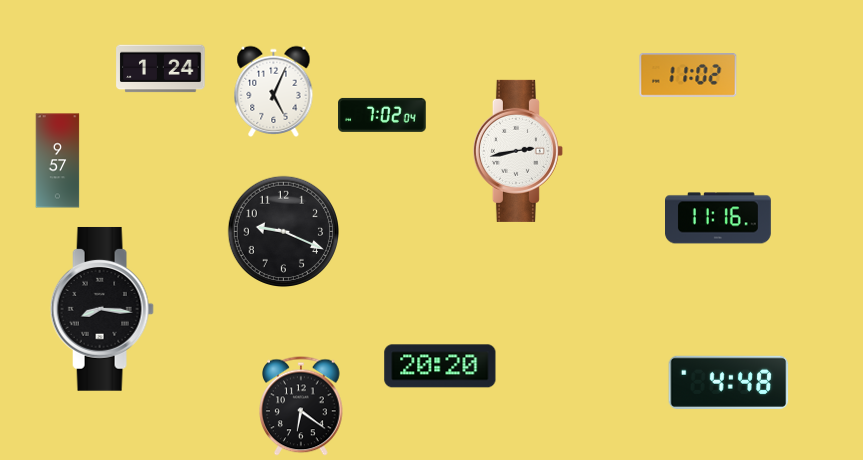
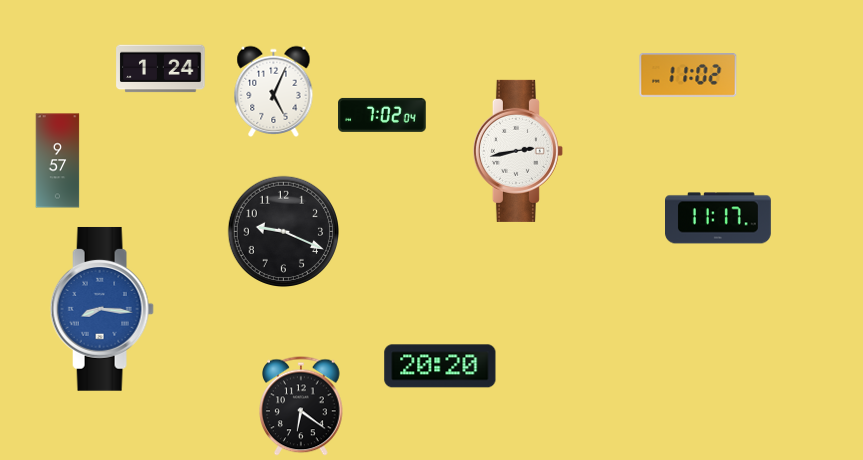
clock at (719, 218): 11:16 -> 11:17
clock at (102, 309) dial: black -> blue
clock at (729, 382): 4:48 -> none
